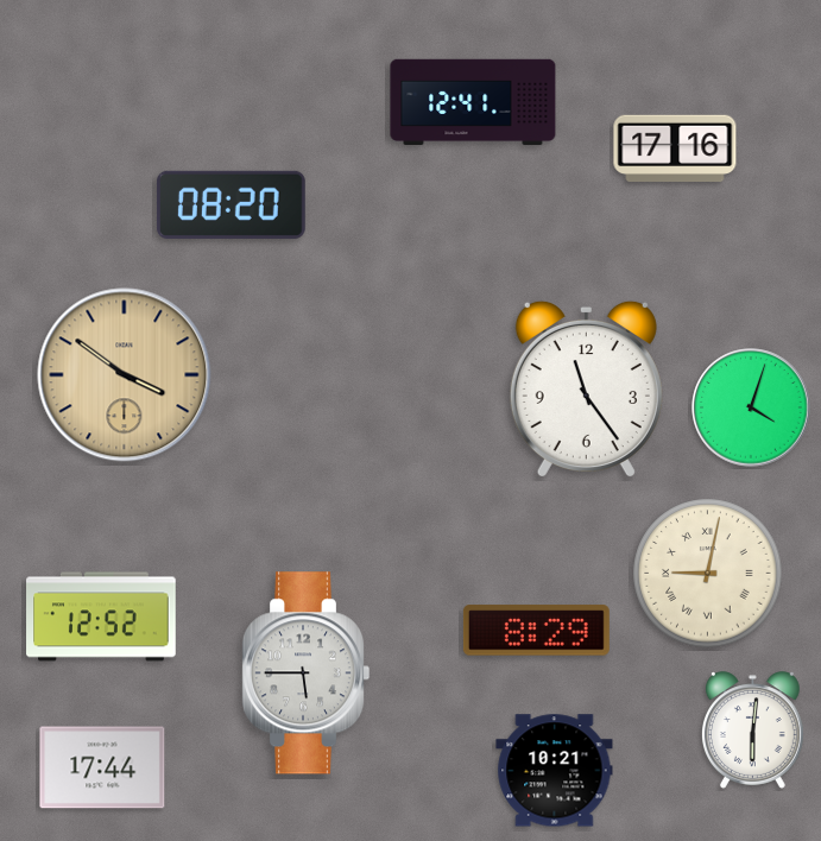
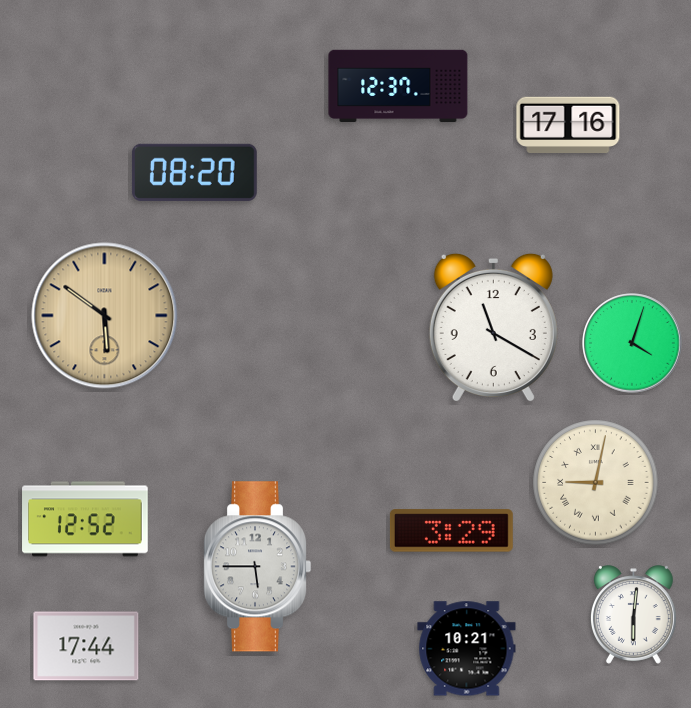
clock at (473, 102): 12:41 -> 12:37
clock at (125, 375): 3:51 -> 5:51
clock at (586, 388): 11:24 -> 11:20
clock at (536, 631): 8:29 -> 3:29
